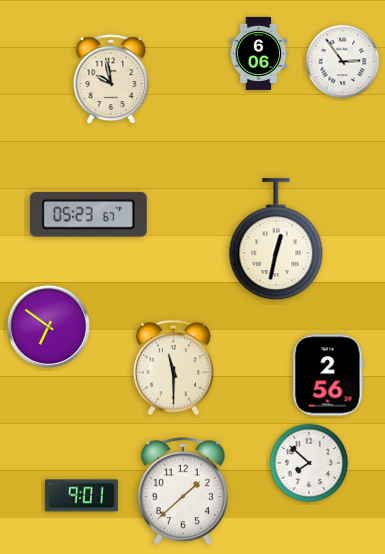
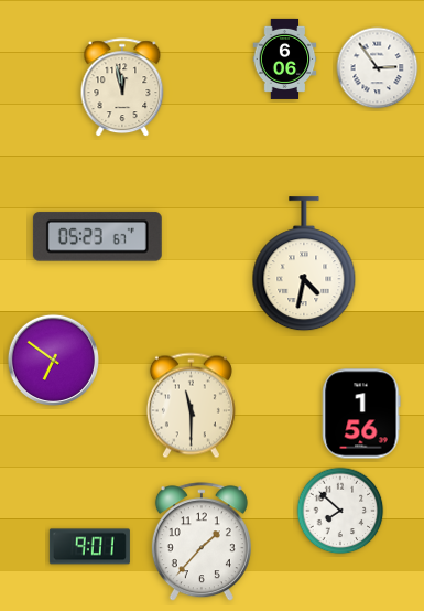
clock at (111, 80): 9:58 -> 11:58
clock at (276, 240): 12:32 -> 4:32
clock at (328, 375): 2:56 -> 1:56
clock at (183, 492): 1:38 -> 1:37
